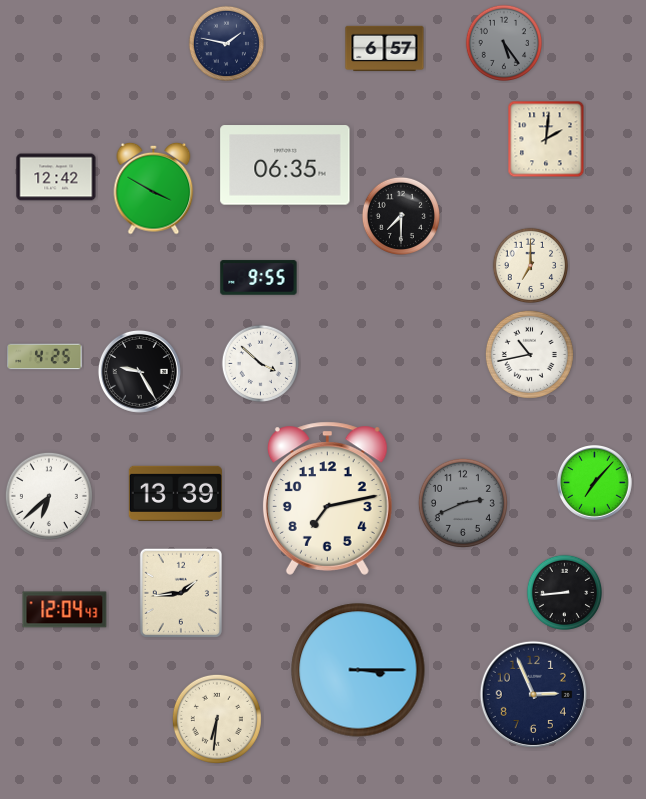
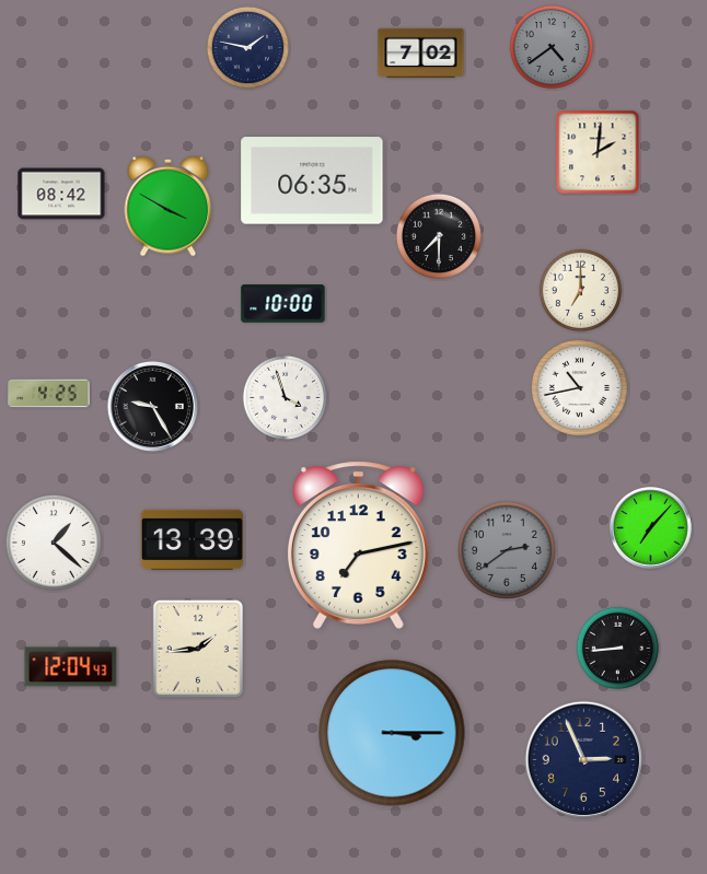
clock at (503, 42): 5:24 -> 4:39
clock at (385, 49): 6:57 -> 7:02
clock at (56, 177): 12:42 -> 08:42
clock at (259, 278): 9:55 -> 10:00
clock at (45, 357) position: (45, 357) -> (49, 394)
clock at (260, 363): 3:52 -> 3:57
clock at (49, 496): 6:38 -> 1:22
clock at (463, 503): 2:41 -> 2:39
clock at (217, 719): 6:31 -> none
